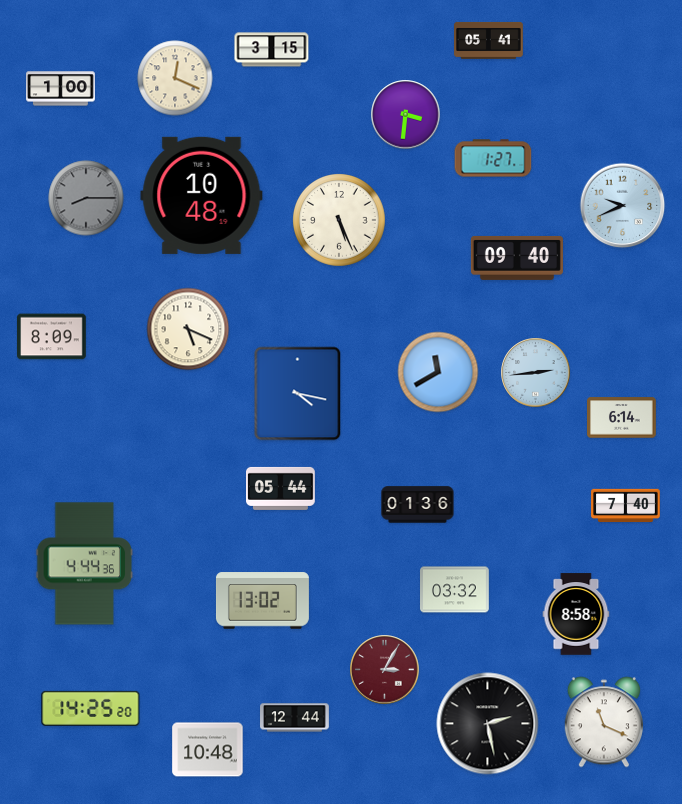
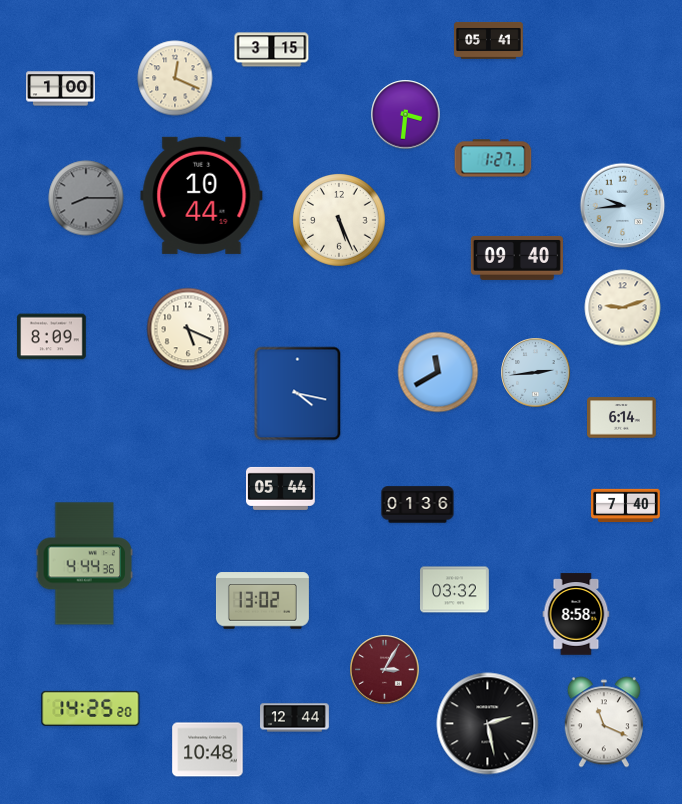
clock at (202, 195): 10:48 -> 10:44
clock at (623, 206): 9:41 -> 9:44
clock at (623, 308): none -> 9:12
